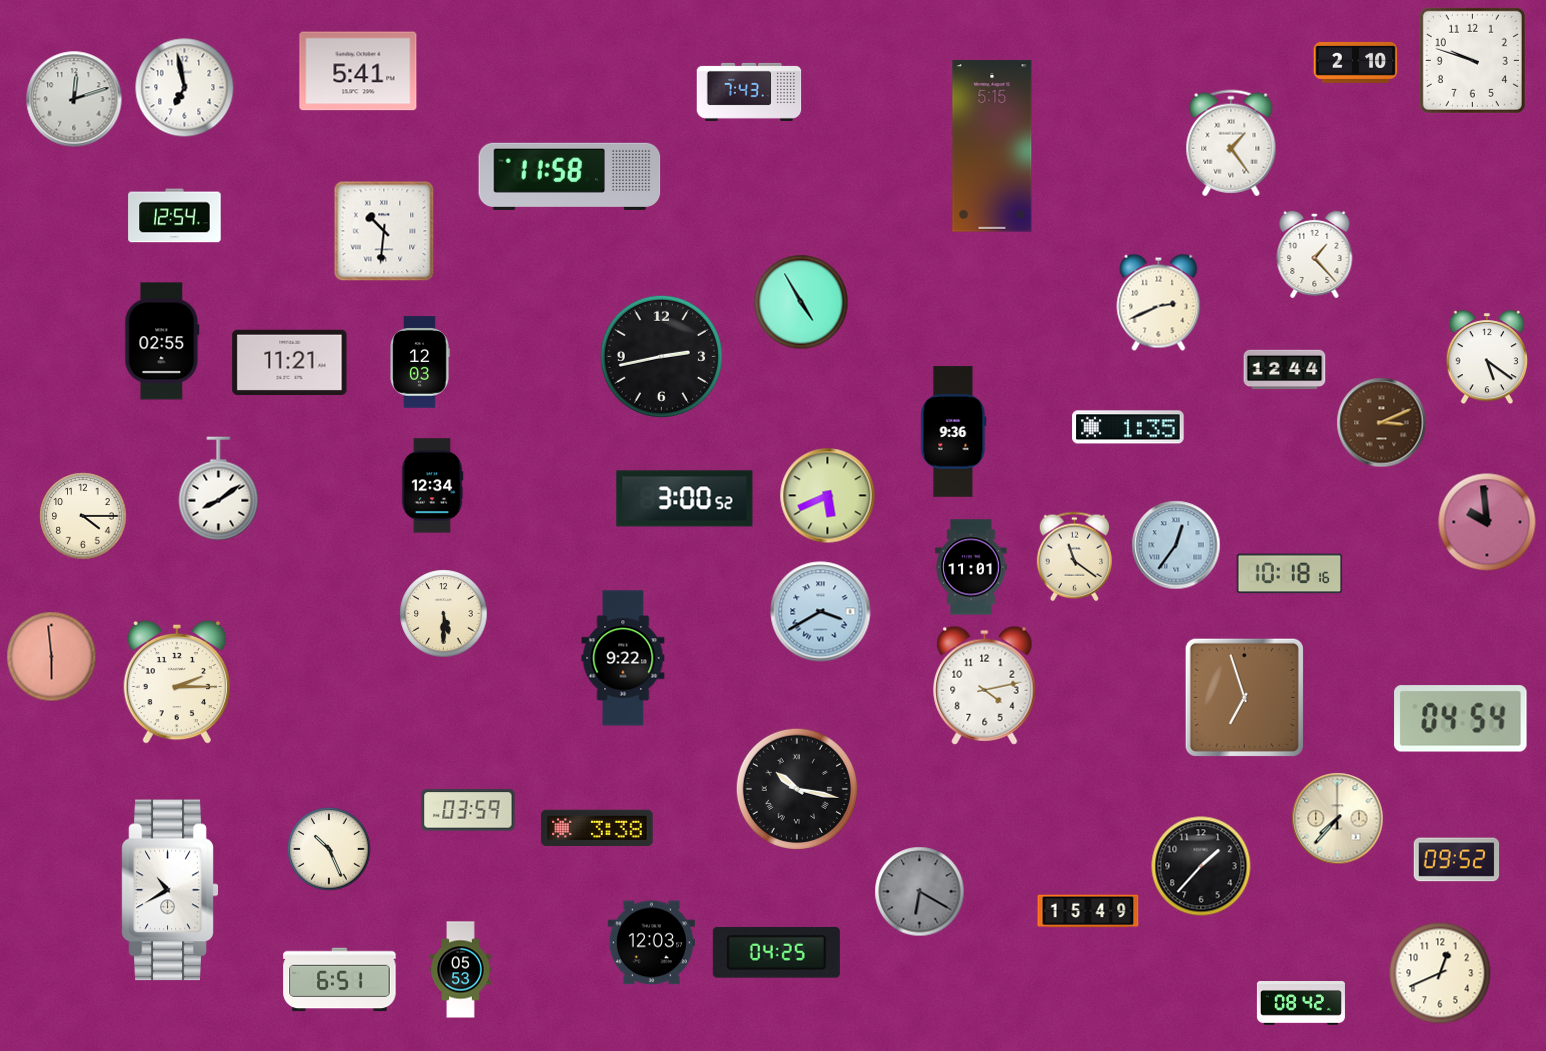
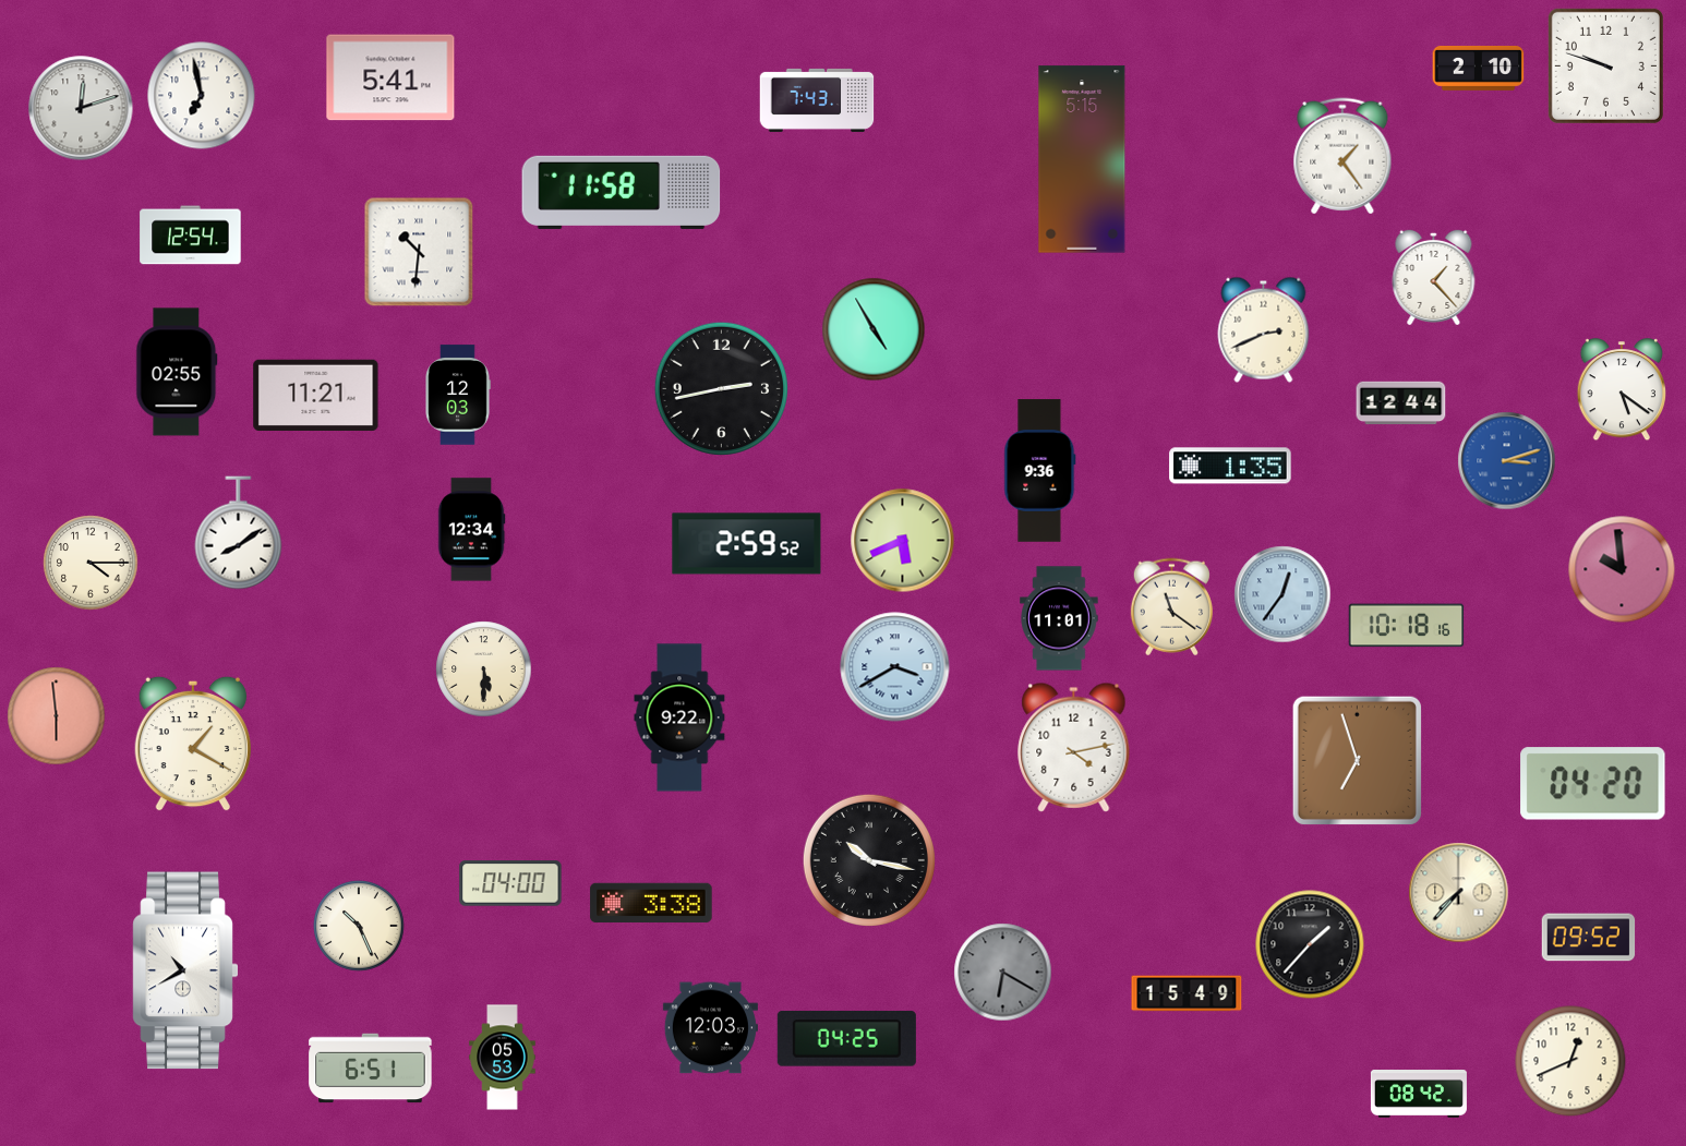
clock at (1382, 423): 3:11 -> 3:12
clock at (1382, 423) dial: brown -> blue
clock at (685, 499): 3:00 -> 2:59
clock at (176, 682): 2:15 -> 1:20
clock at (1461, 719): 04:54 -> 04:20
clock at (468, 810): 03:59 -> 04:00
